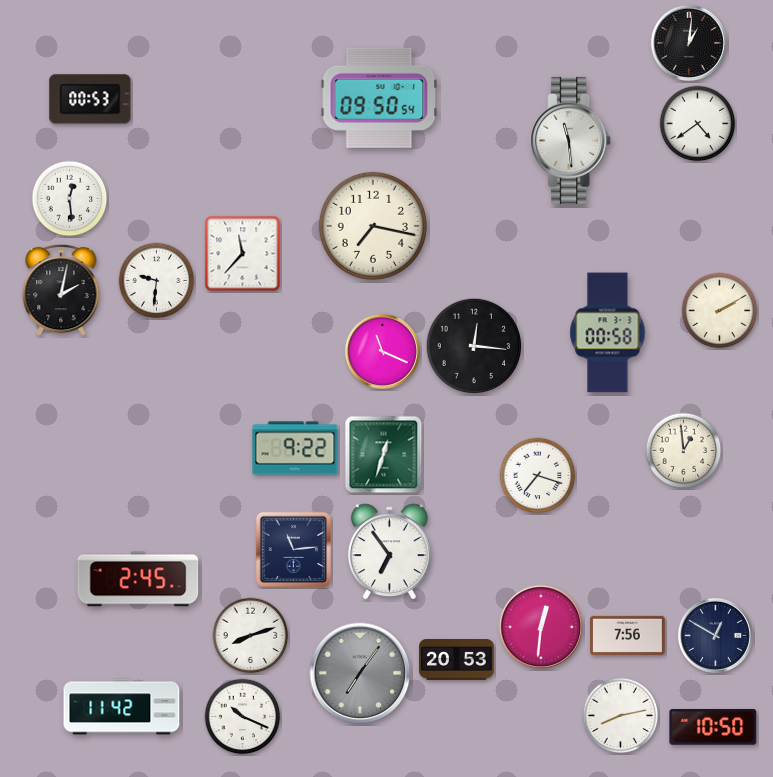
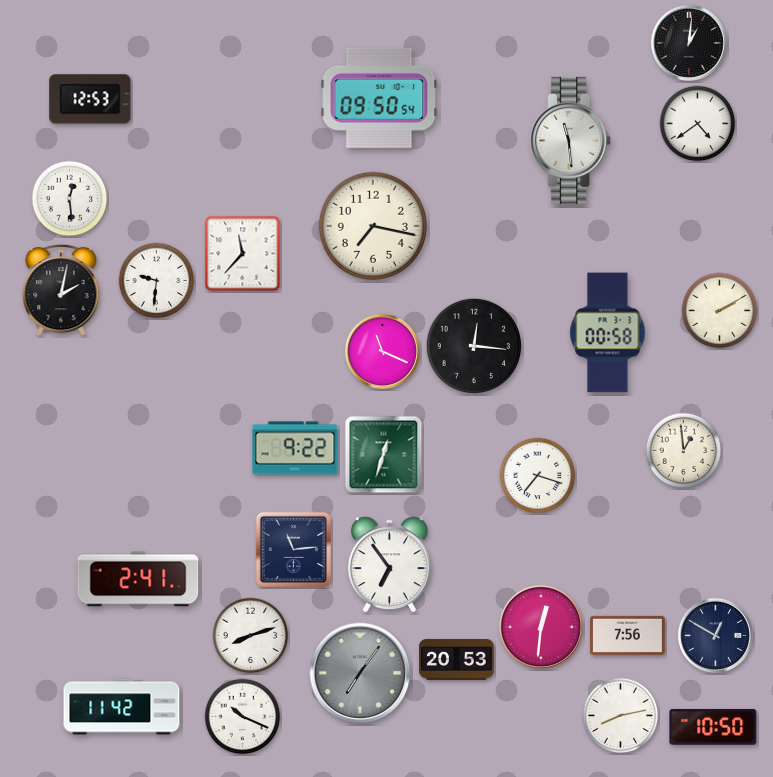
clock at (90, 99): 00:53 -> 12:53
clock at (389, 551) position: (389, 551) -> (389, 564)
clock at (138, 579): 2:45 -> 2:41
